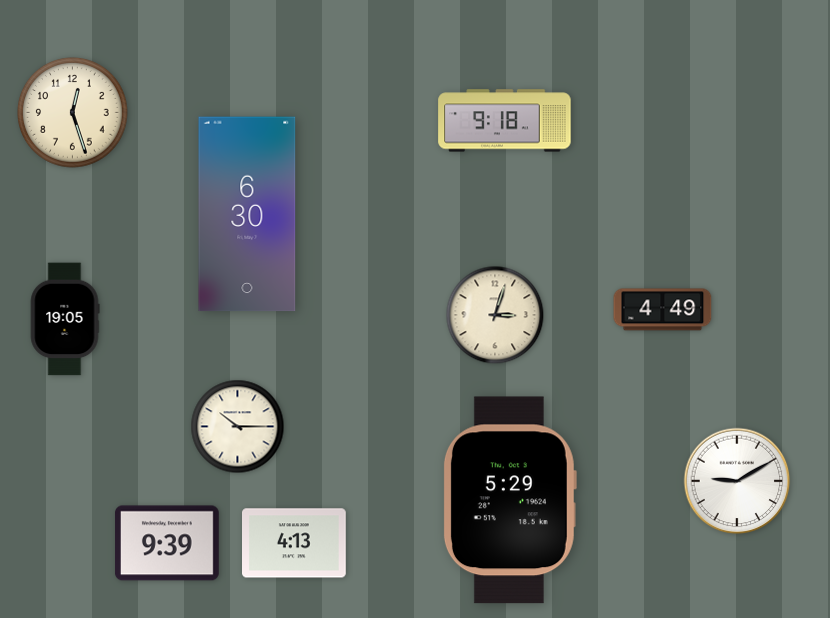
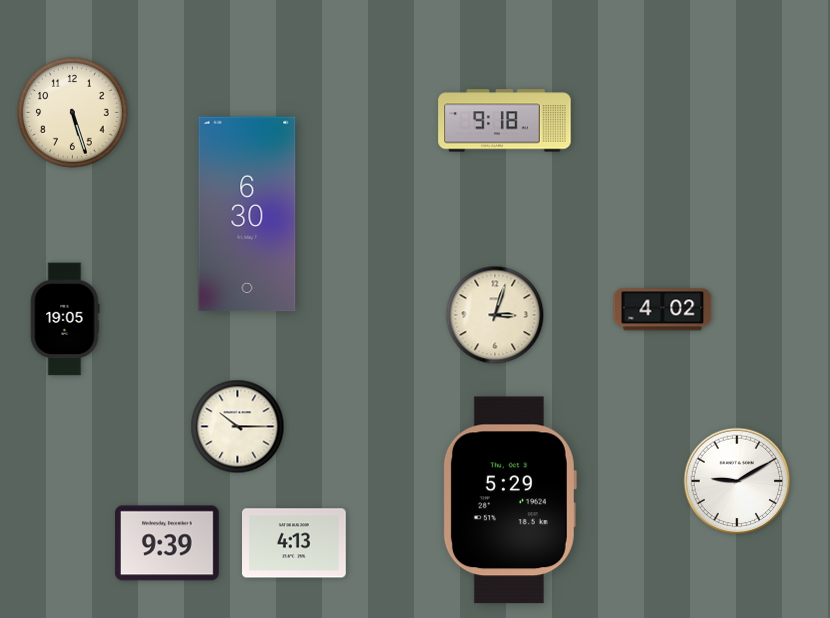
clock at (73, 113): 12:27 -> 5:27
clock at (663, 310): 4:49 -> 4:02
